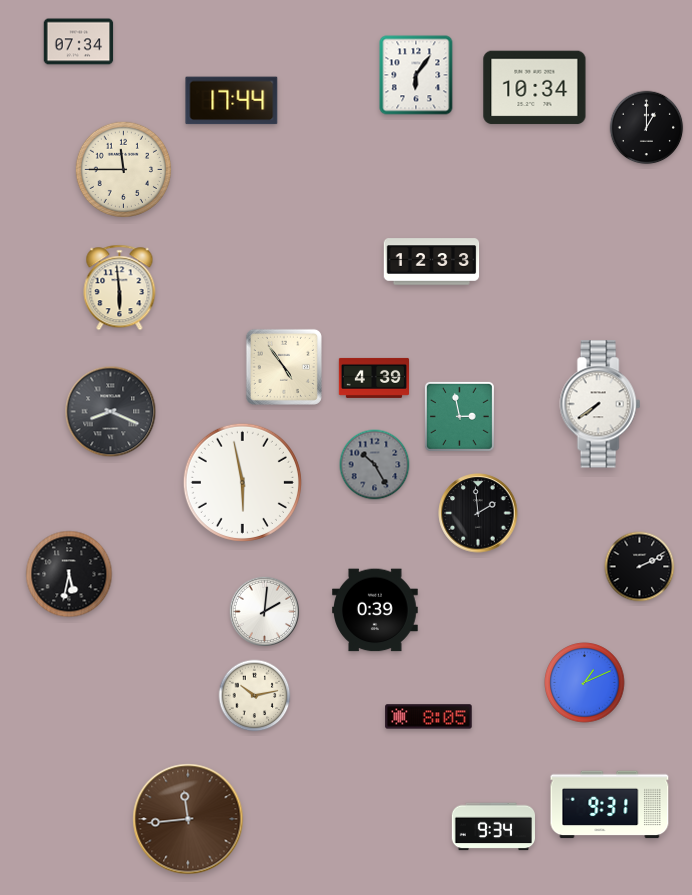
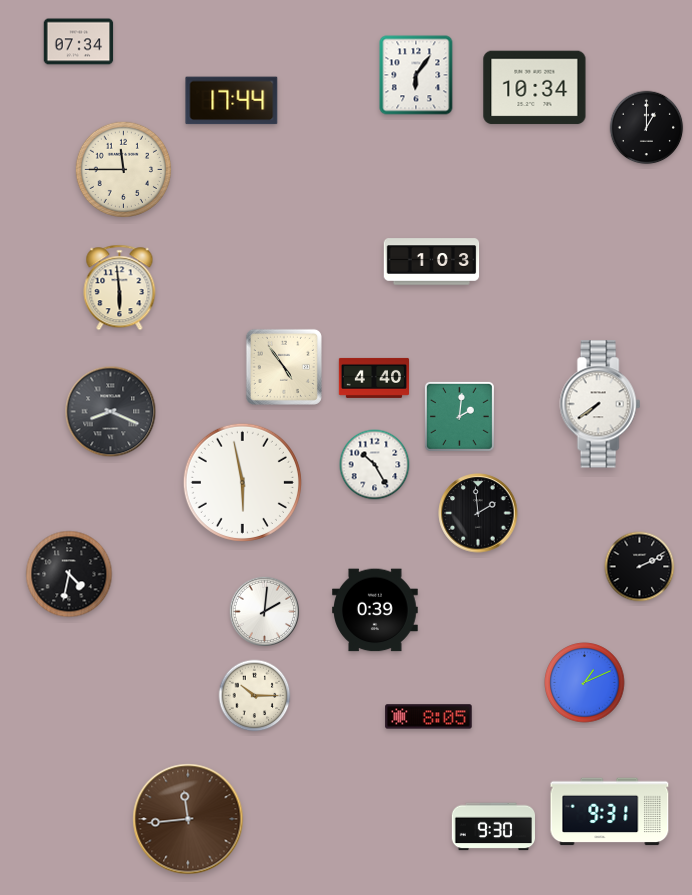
clock at (432, 262): 12:33 -> 1:03
clock at (374, 378): 4:39 -> 4:40
clock at (459, 416): 2:58 -> 2:01
clock at (375, 465) dial: grey -> white
clock at (69, 574): 5:32 -> 4:32
clock at (255, 696): 10:13 -> 10:15
clock at (610, 805) position: (610, 805) -> (610, 812)
clock at (493, 827): 9:34 -> 9:30
